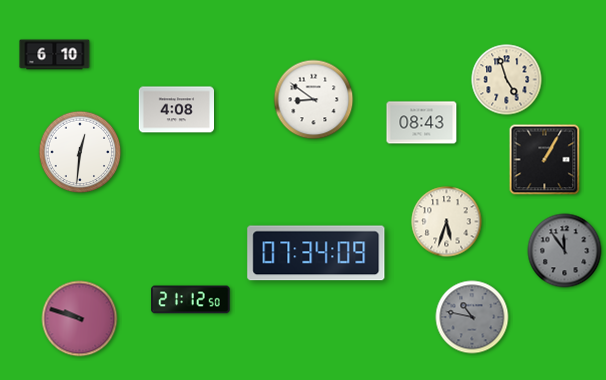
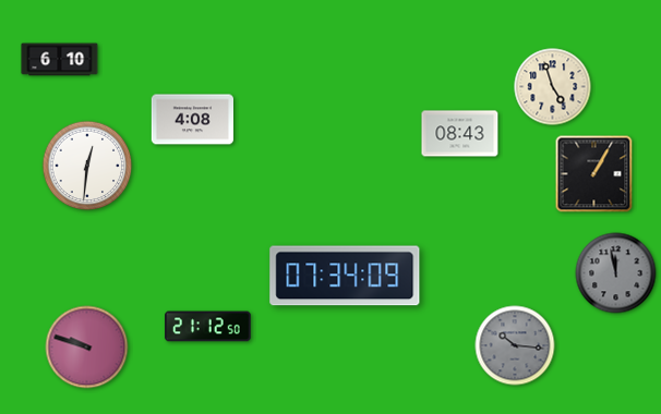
clock at (314, 100): 8:51 -> none
clock at (447, 222): 5:33 -> none
clock at (565, 251): 11:54 -> 11:58
clock at (472, 317): 10:47 -> 10:16
